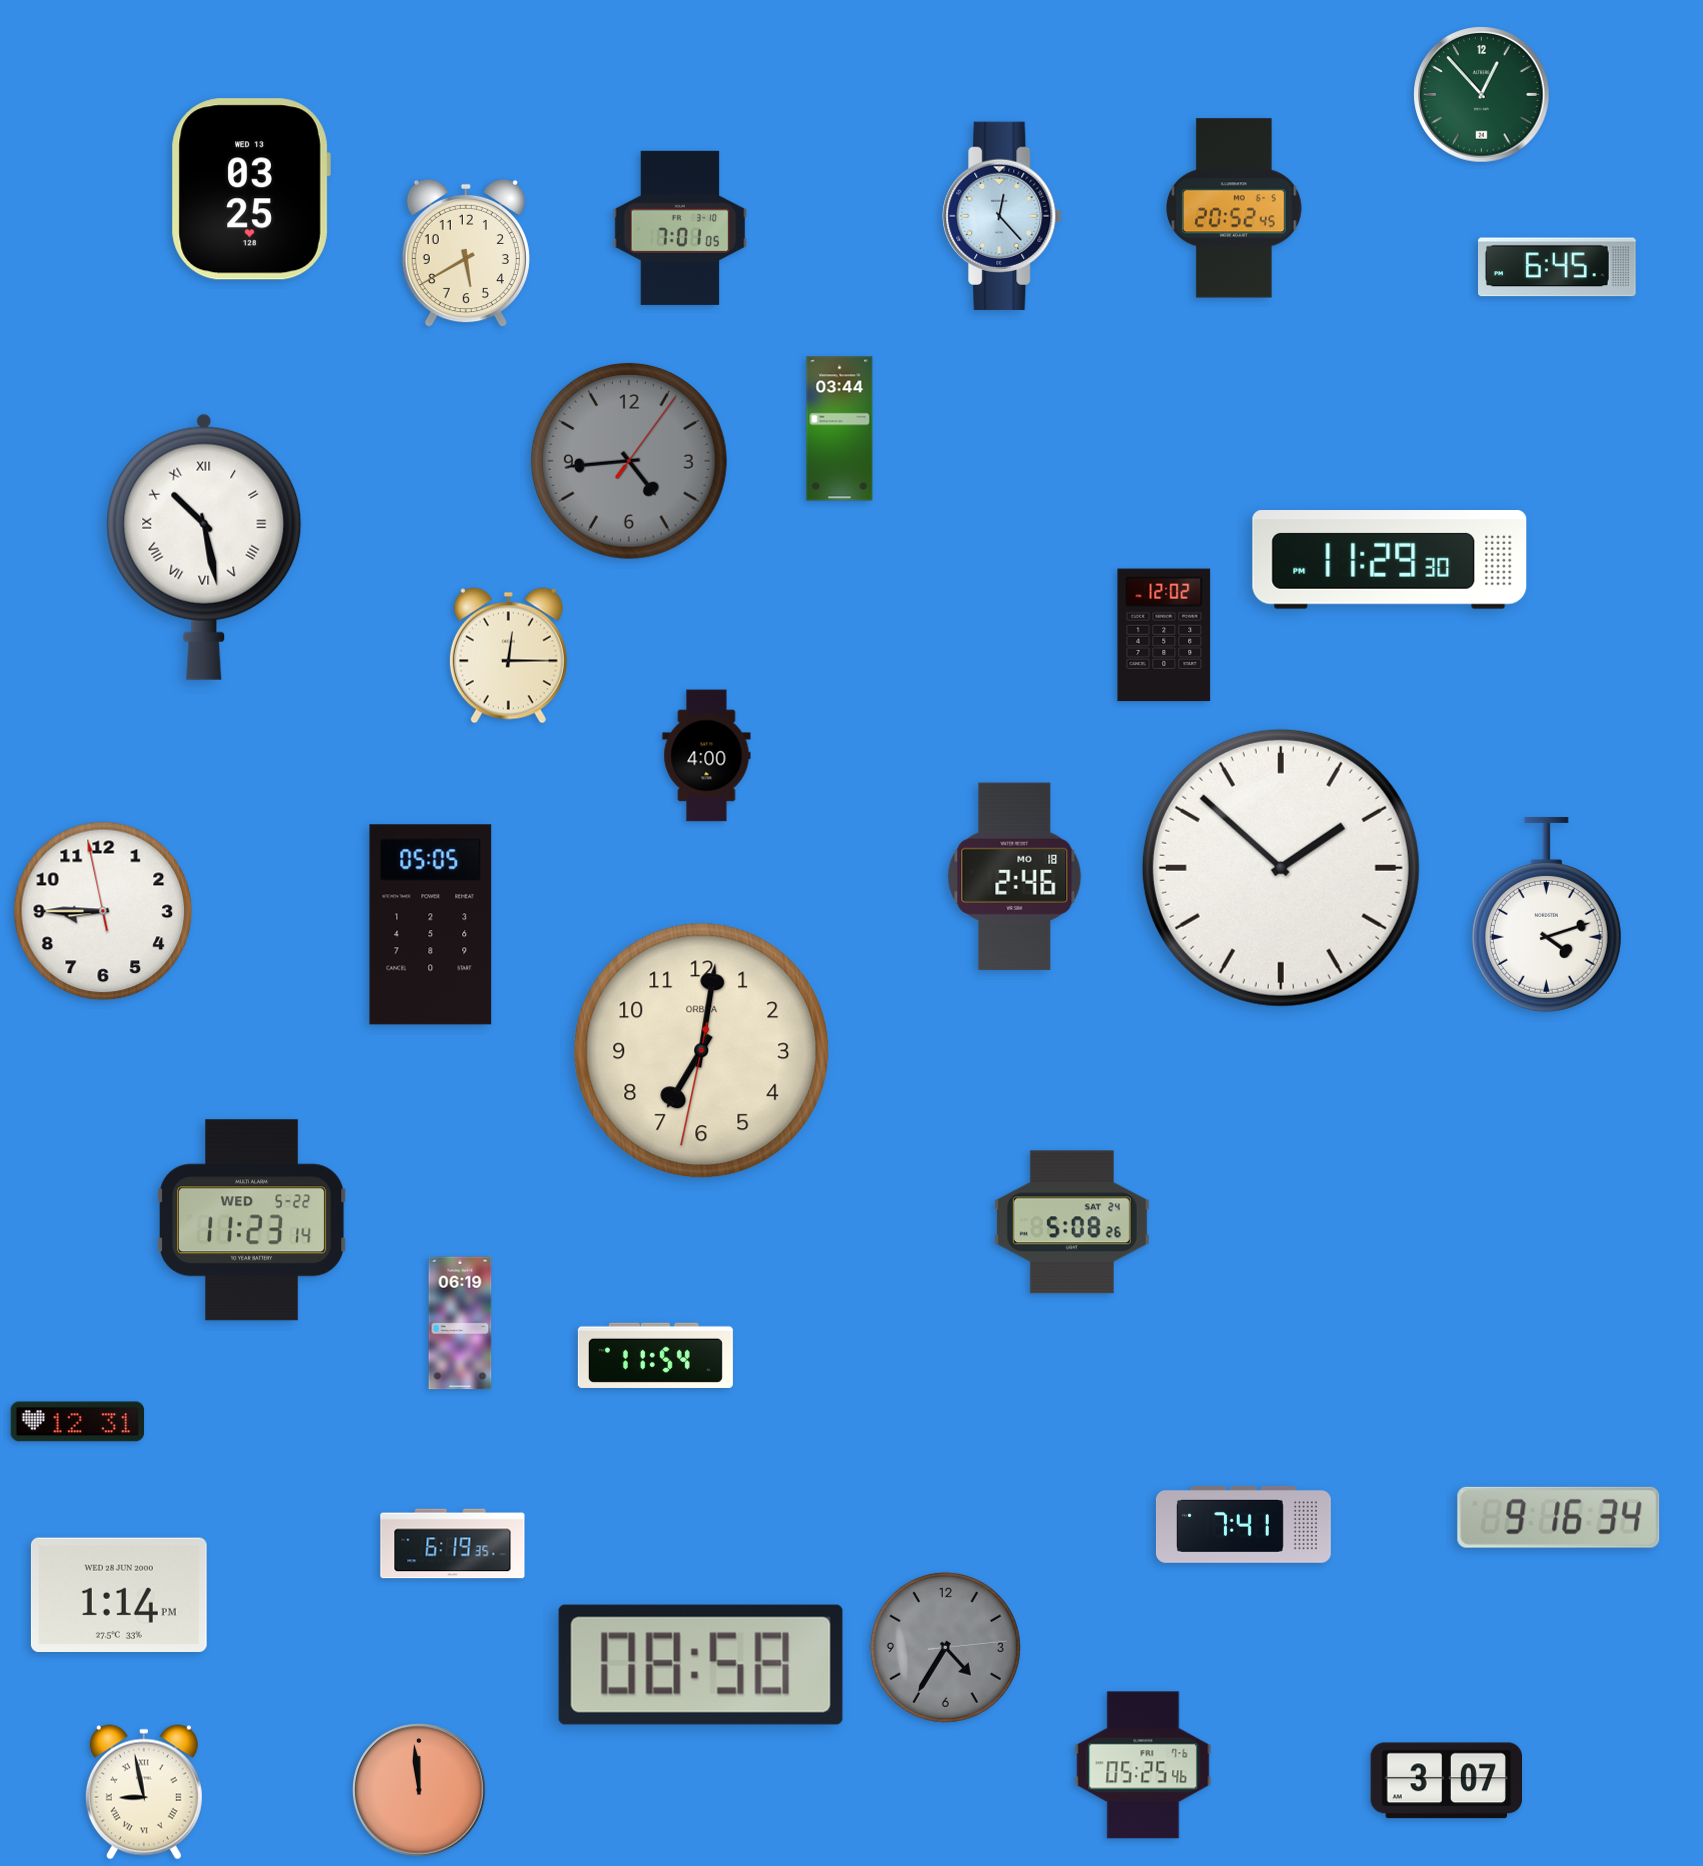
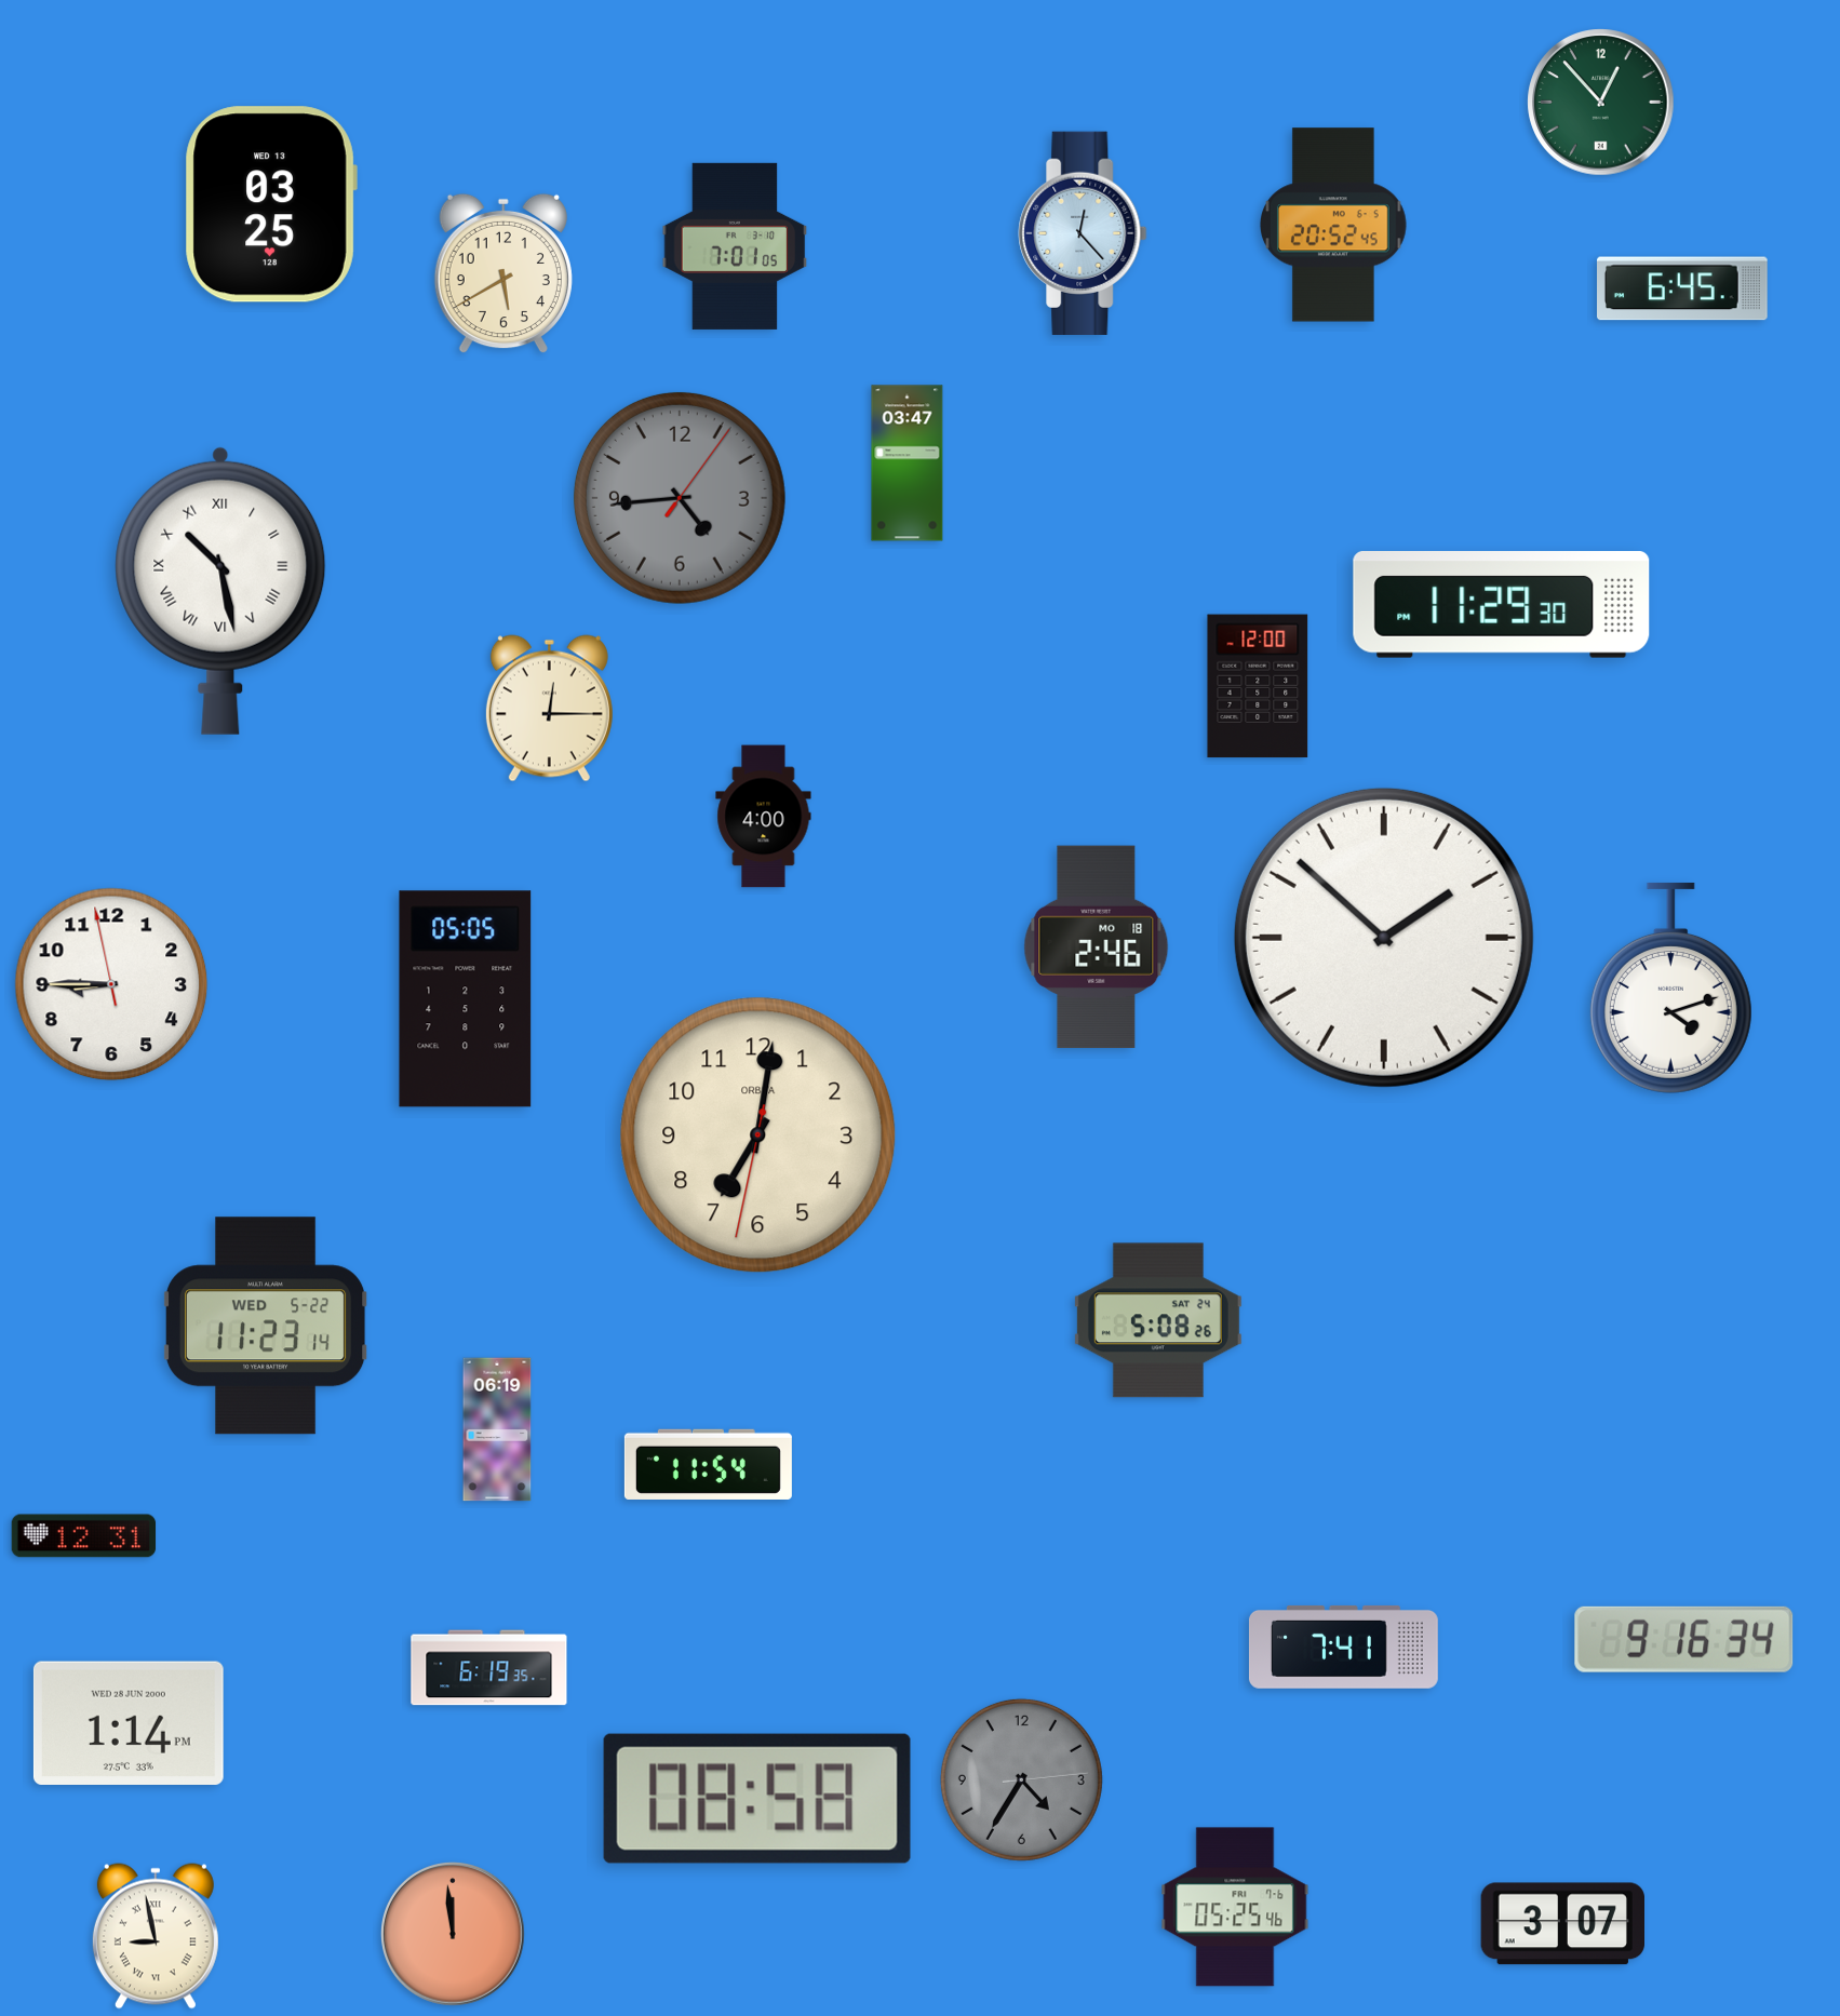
clock at (840, 429): 03:44 -> 03:47
clock at (1164, 635): 12:02 -> 12:00
clock at (252, 1220) position: (252, 1220) -> (266, 1326)
